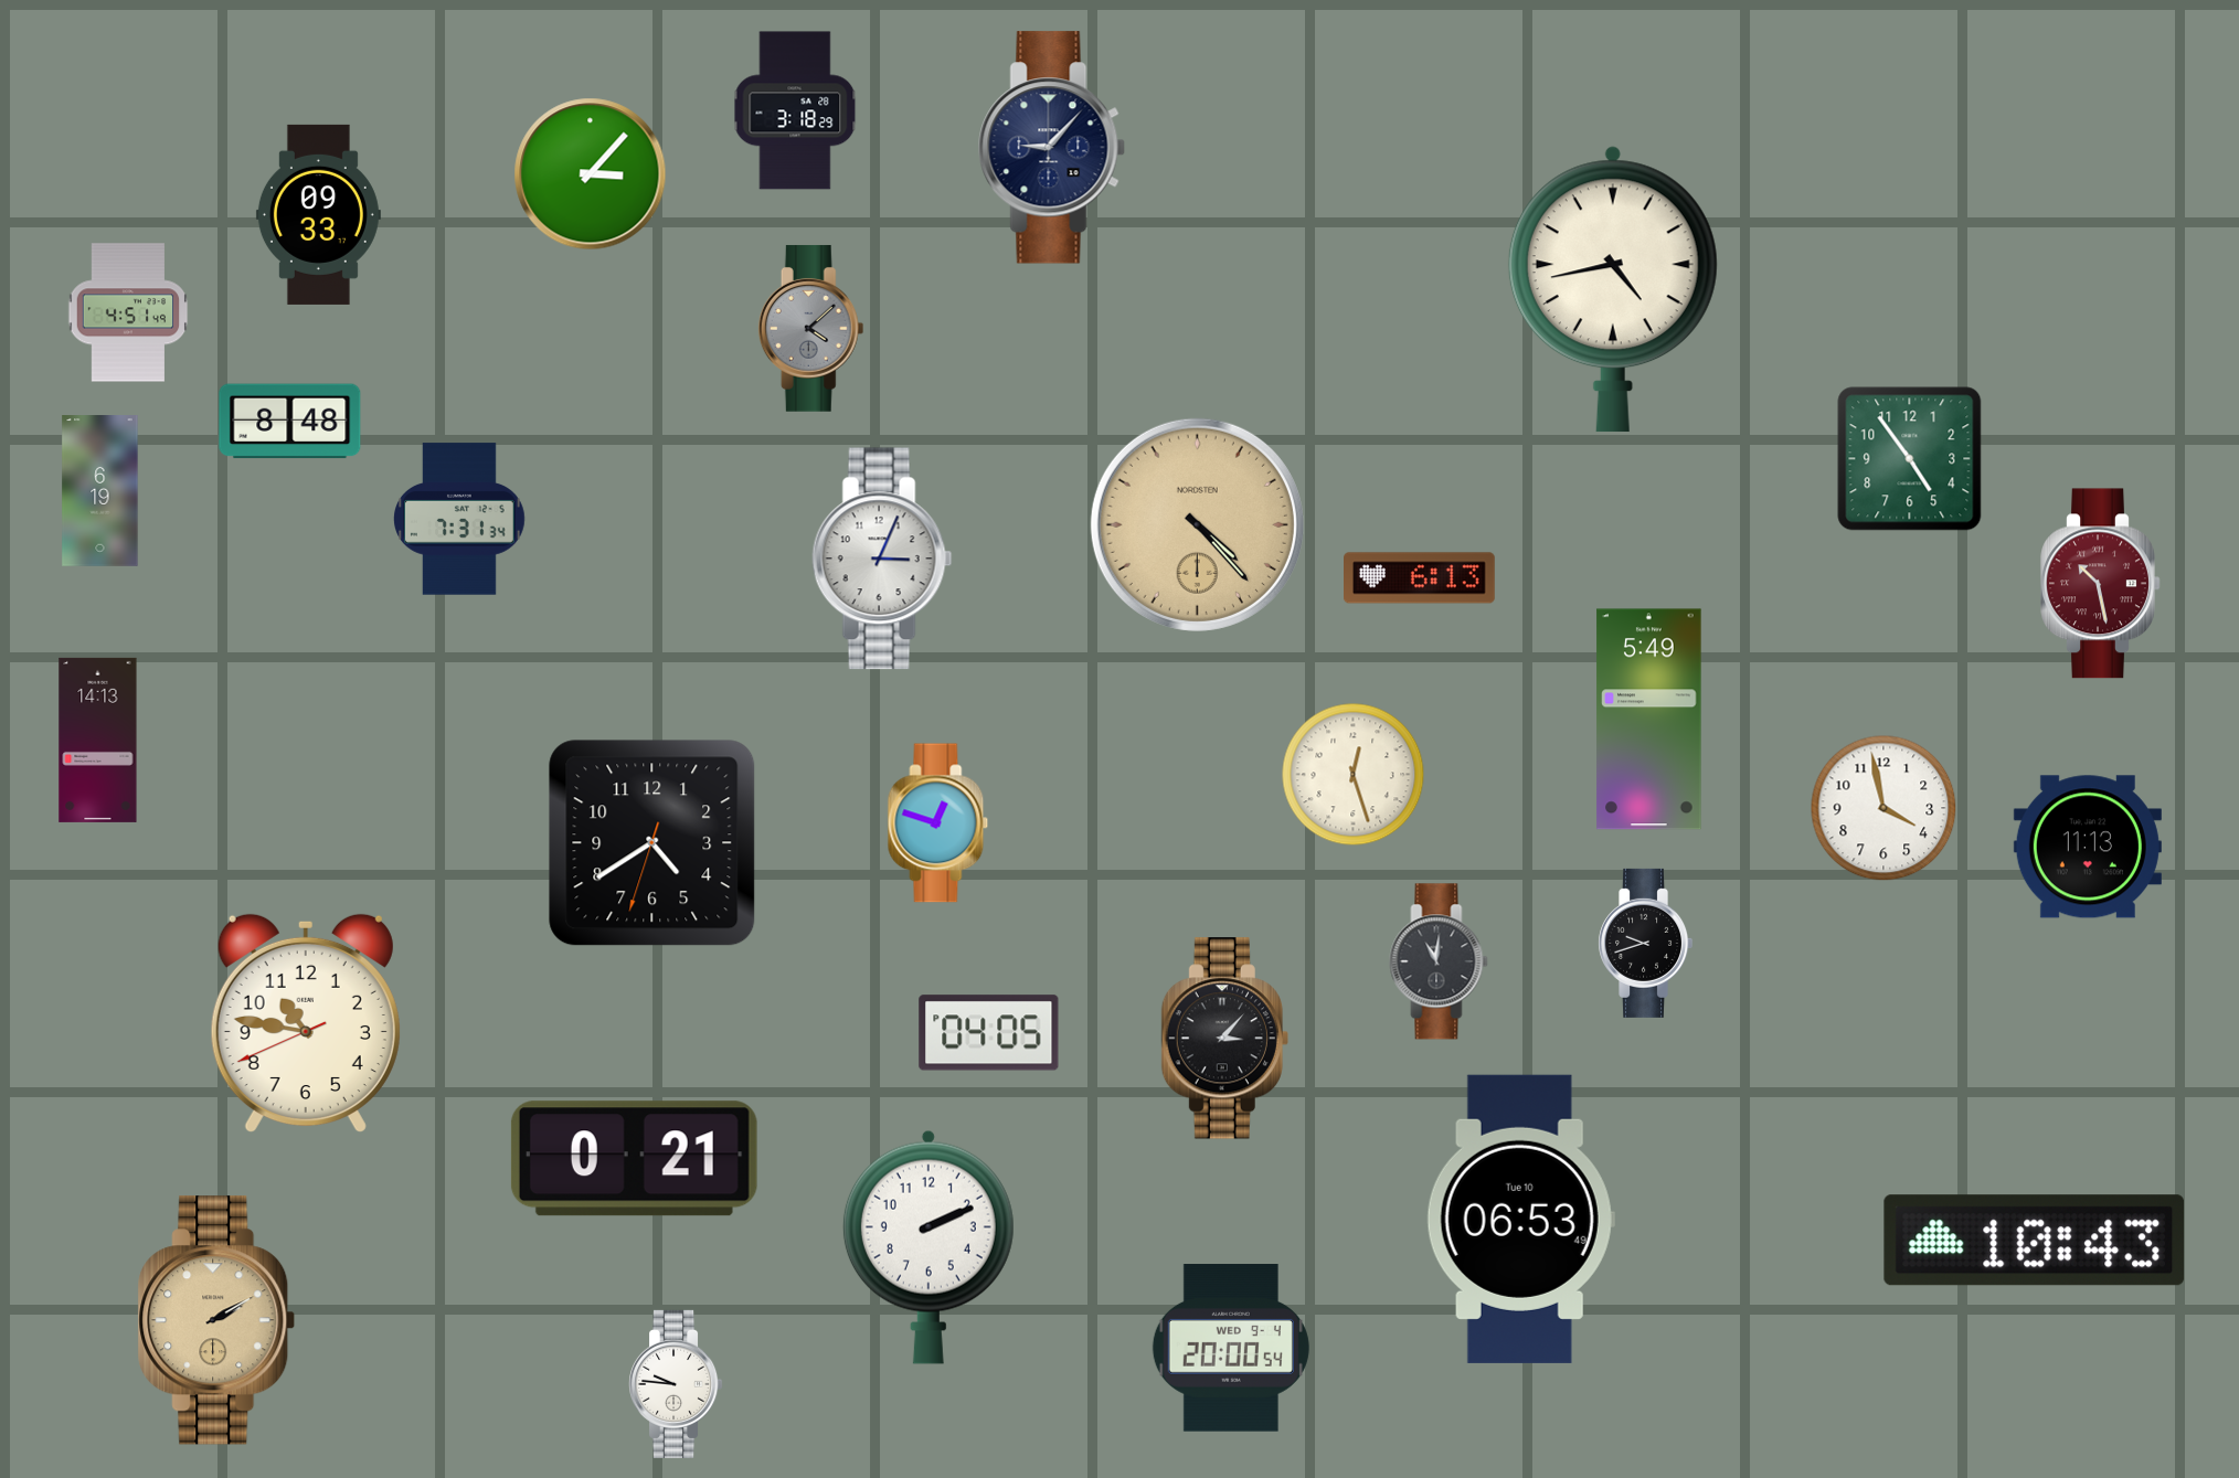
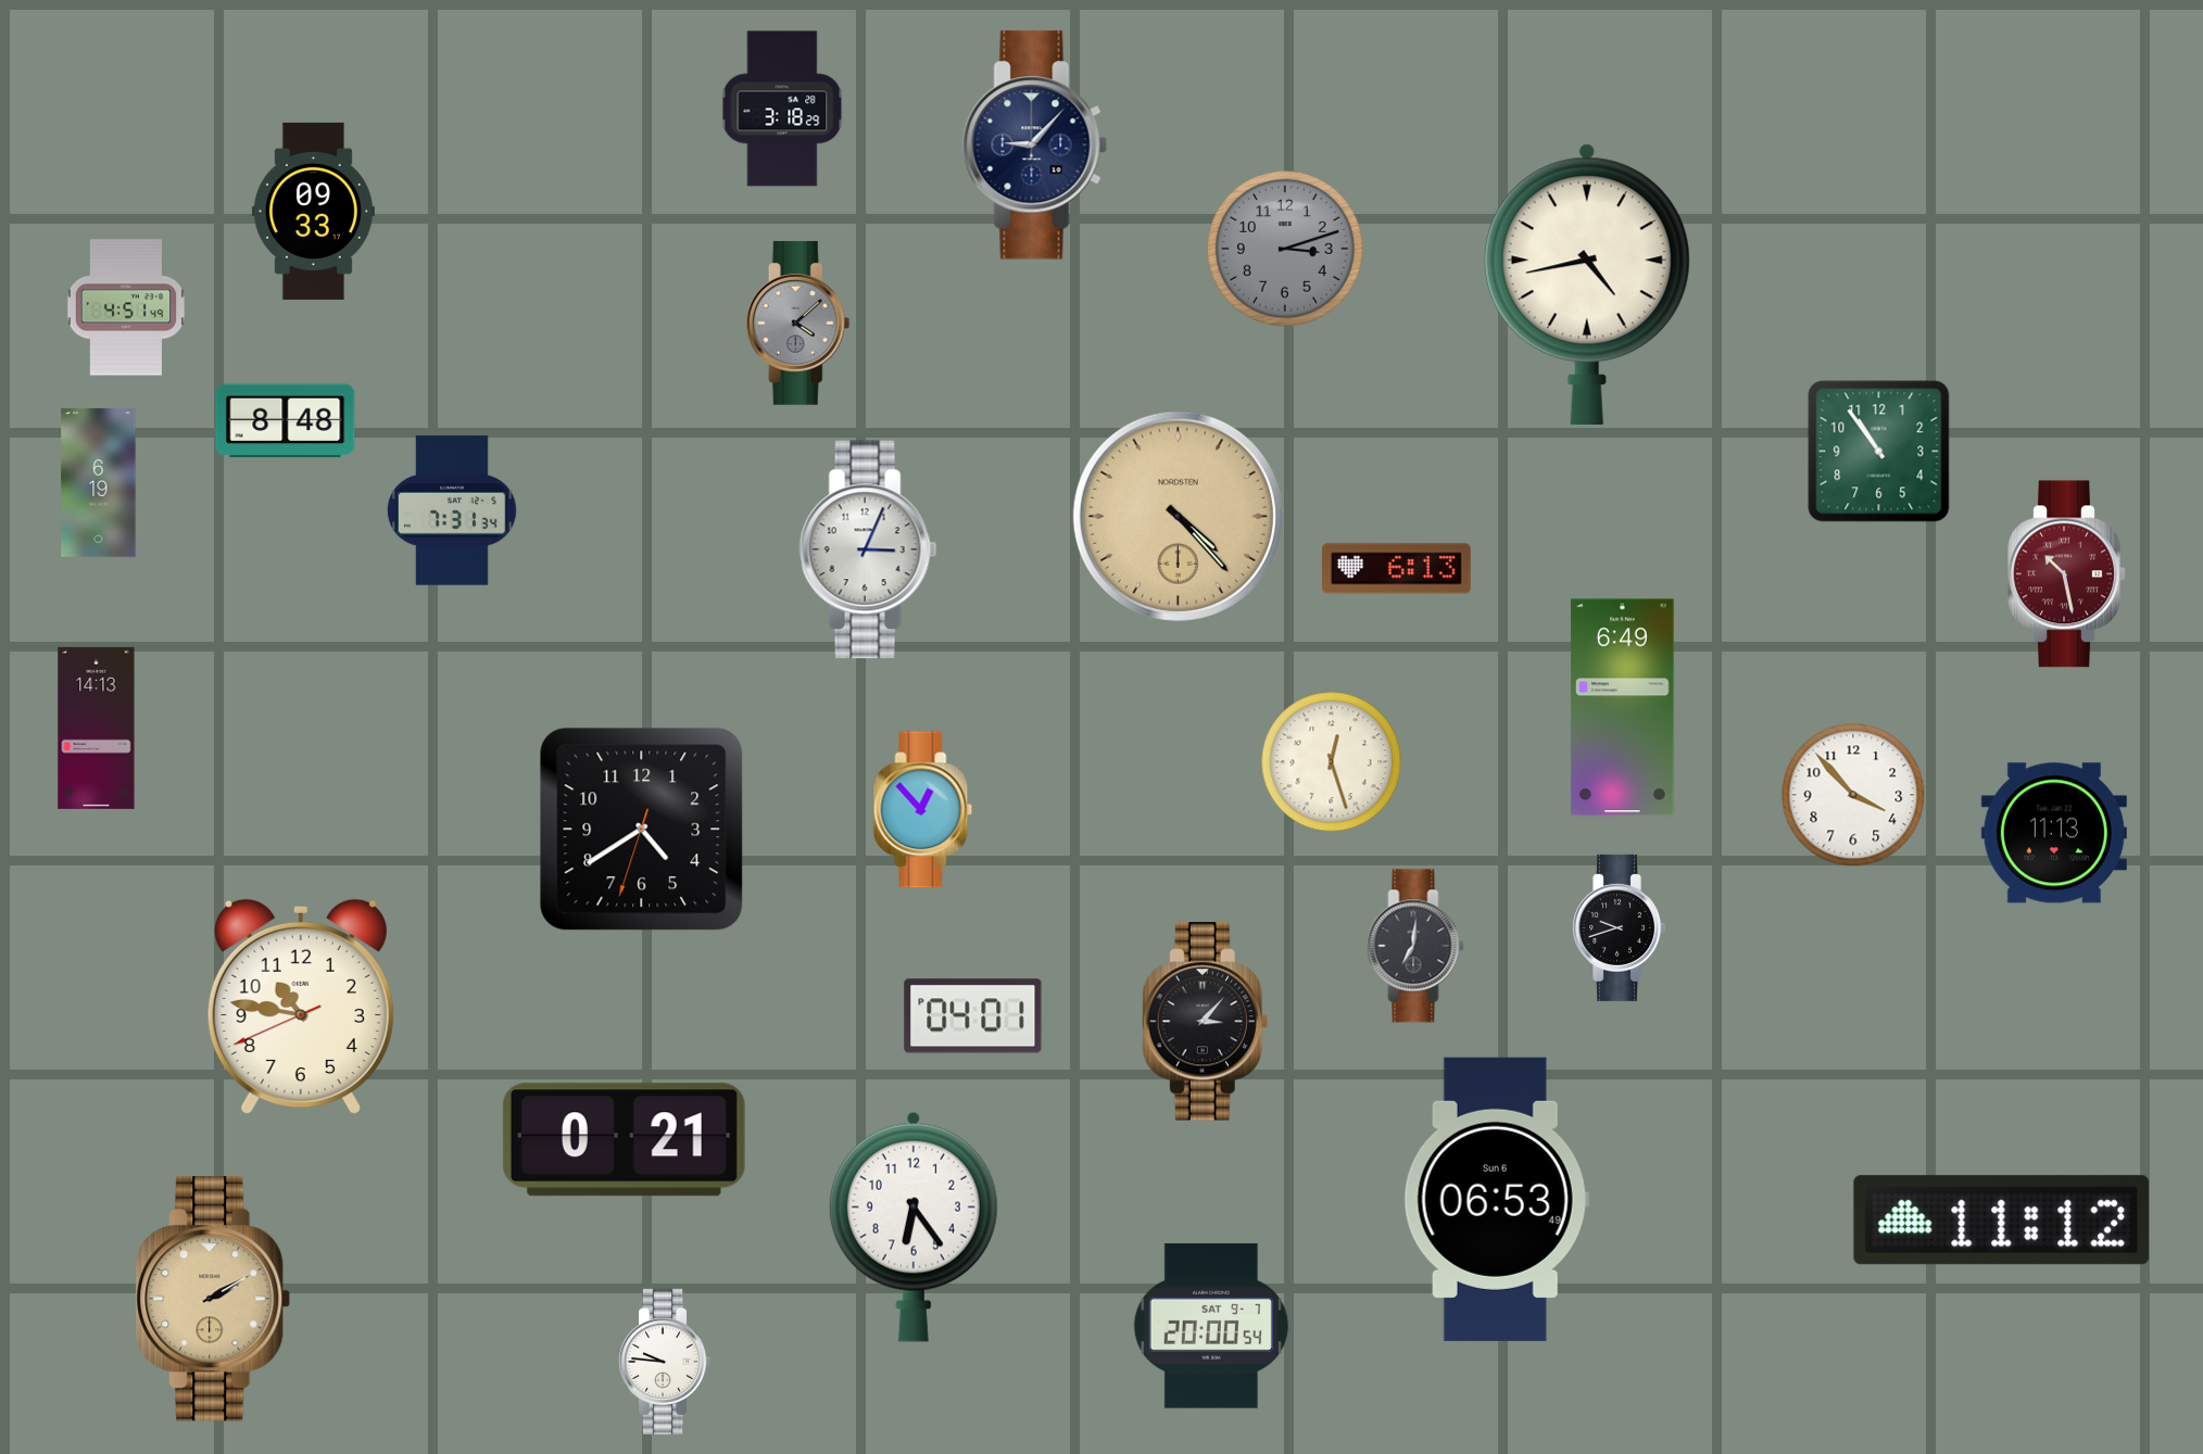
clock at (591, 174): 3:07 -> none
clock at (1285, 249): none -> 3:12
clock at (290, 422) position: (290, 422) -> (286, 421)
clock at (1910, 459): 4:54 -> 10:54
clock at (1649, 720): 5:49 -> 6:49
clock at (1883, 808): 3:58 -> 3:53
clock at (938, 823): 12:48 -> 12:53
clock at (1439, 961): 11:01 -> 7:01
clock at (989, 1033): 04:05 -> 04:01
clock at (1520, 1219) date: Tue 10 -> Sun 6
clock at (2035, 1241): 10:43 -> 11:12
clock at (929, 1247): 2:11 -> 6:24
clock at (1231, 1348) date: WED 9-4 -> SAT 9-7
